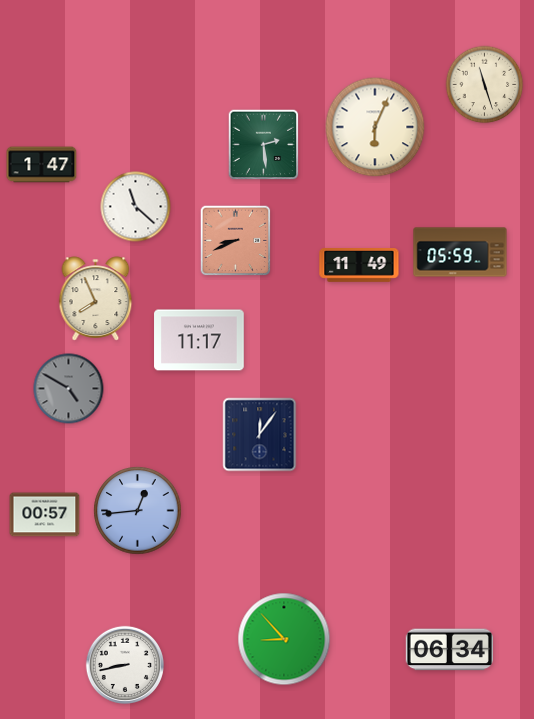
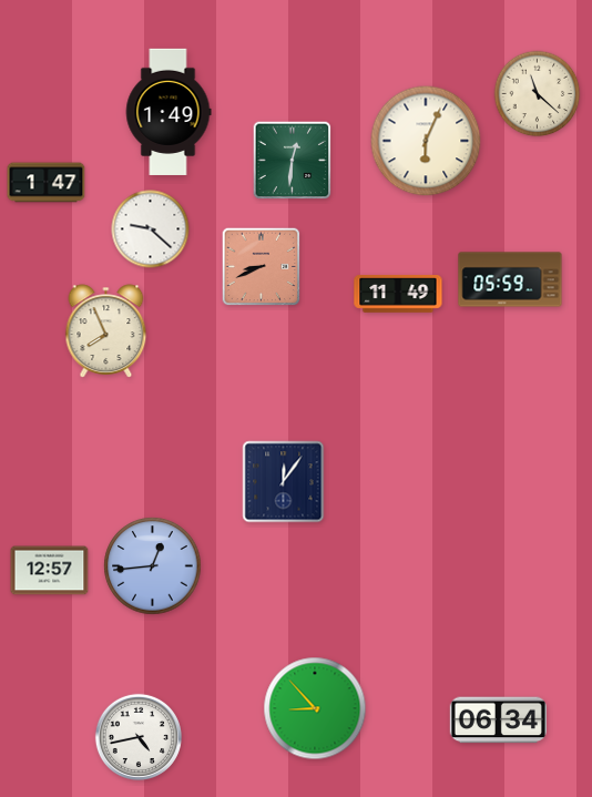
clock at (485, 85): 11:27 -> 11:22
clock at (169, 112): none -> 1:49
clock at (375, 127) position: (375, 127) -> (426, 141)
clock at (264, 145): 2:29 -> 12:31
clock at (136, 207): 11:22 -> 9:22
clock at (199, 340): 11:17 -> none
clock at (69, 389): 4:50 -> none
clock at (260, 435) position: (260, 435) -> (284, 482)
clock at (45, 515): 00:57 -> 12:57
clock at (125, 665): 8:43 -> 4:43
